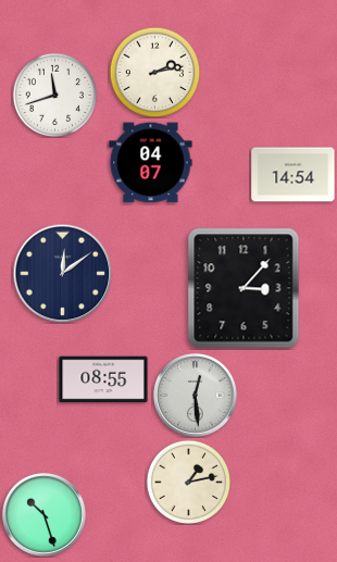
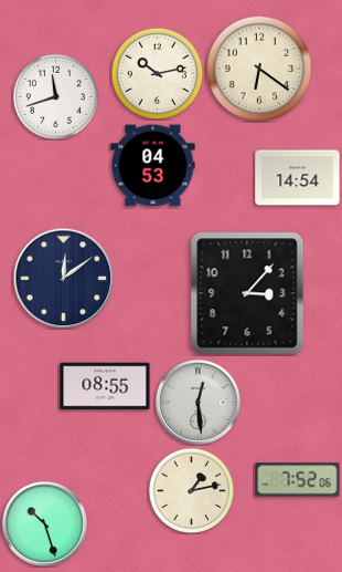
clock at (259, 69): none -> 6:21
clock at (154, 72): 2:13 -> 10:13
clock at (151, 163): 04:07 -> 04:53
clock at (298, 480): none -> 7:52
